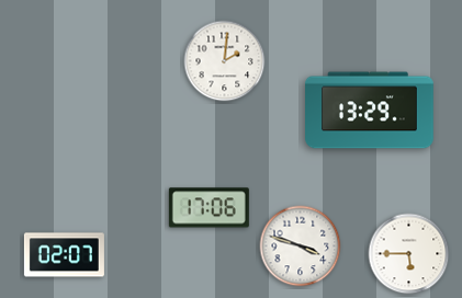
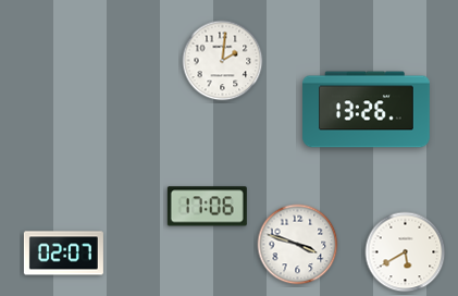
clock at (370, 111): 13:29 -> 13:26
clock at (409, 254): 5:45 -> 5:40
